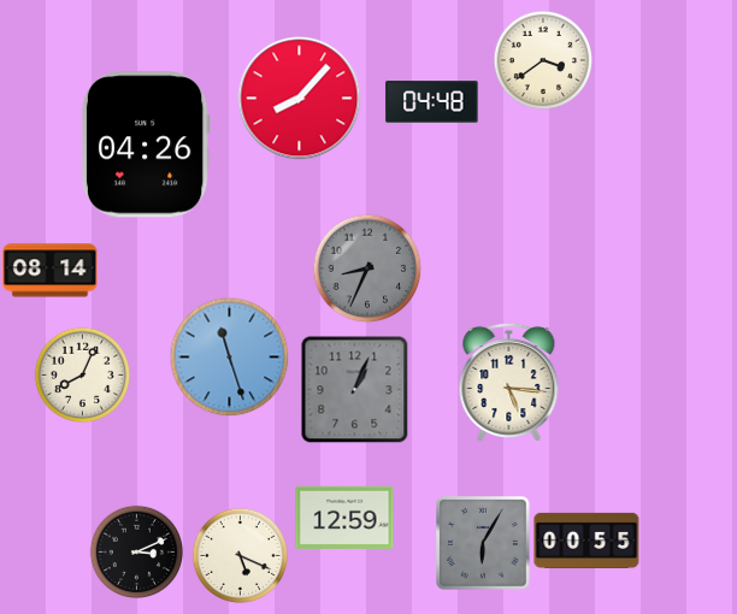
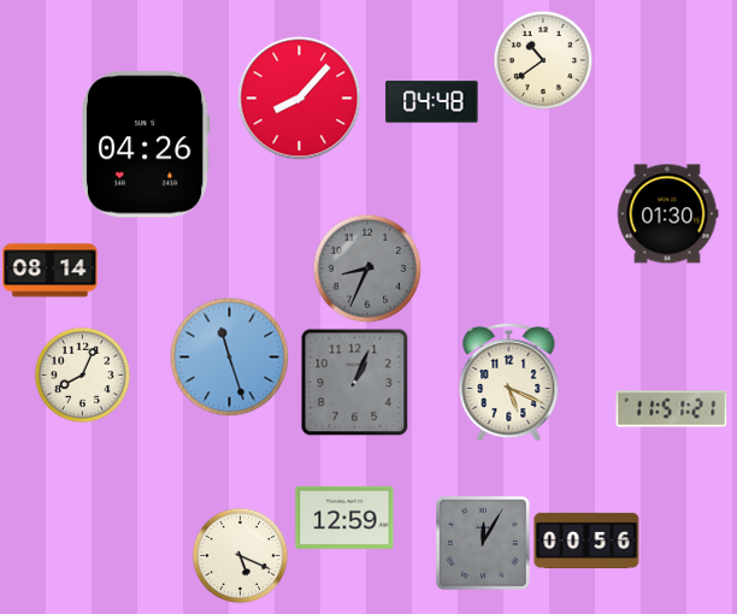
clock at (543, 60): 3:39 -> 10:39
clock at (667, 214): none -> 01:30
clock at (509, 382): 5:16 -> 5:19
clock at (354, 389) position: (354, 389) -> (354, 382)
clock at (672, 409): none -> 11:51
clock at (586, 541): 00:55 -> 00:56
clock at (484, 544): 6:05 -> 12:05
clock at (136, 551): 3:11 -> none
